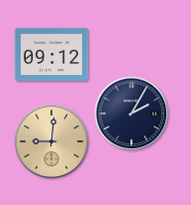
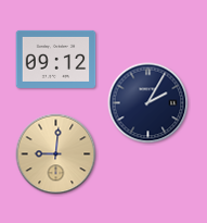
clock at (132, 114) position: (132, 114) -> (148, 103)
